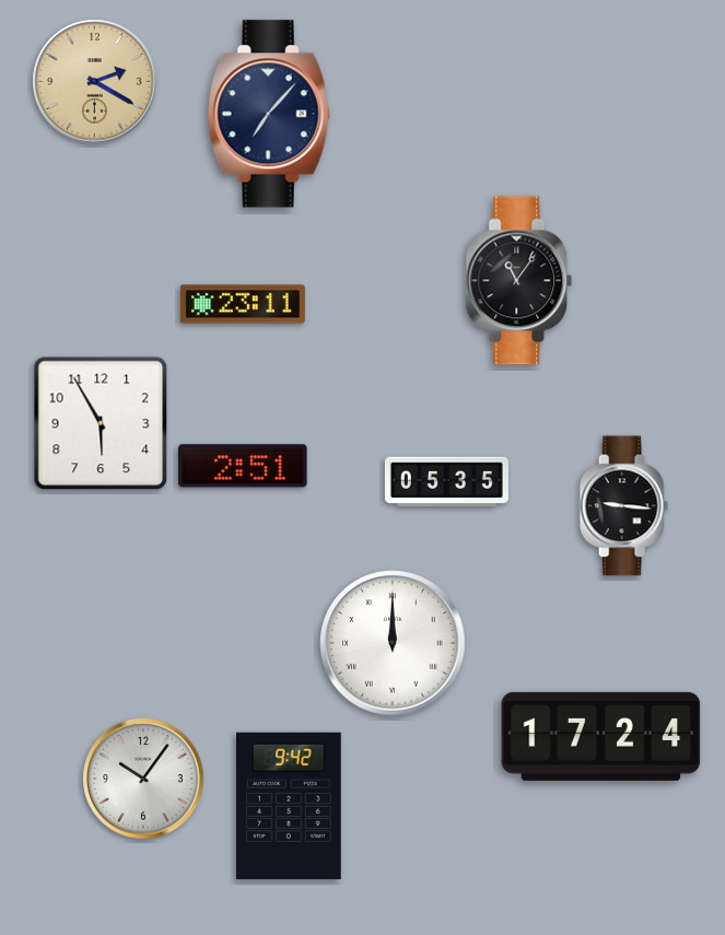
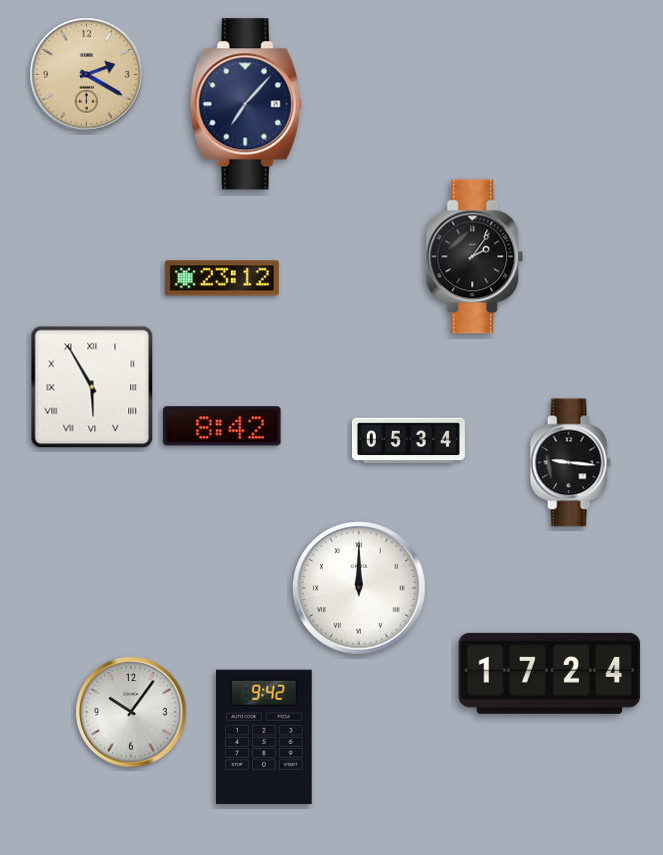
clock at (519, 281): 11:06 -> 2:06
clock at (243, 304): 23:11 -> 23:12
clock at (101, 423) numerals: Arabic -> Roman
clock at (243, 466): 2:51 -> 8:42
clock at (446, 482): 05:35 -> 05:34
